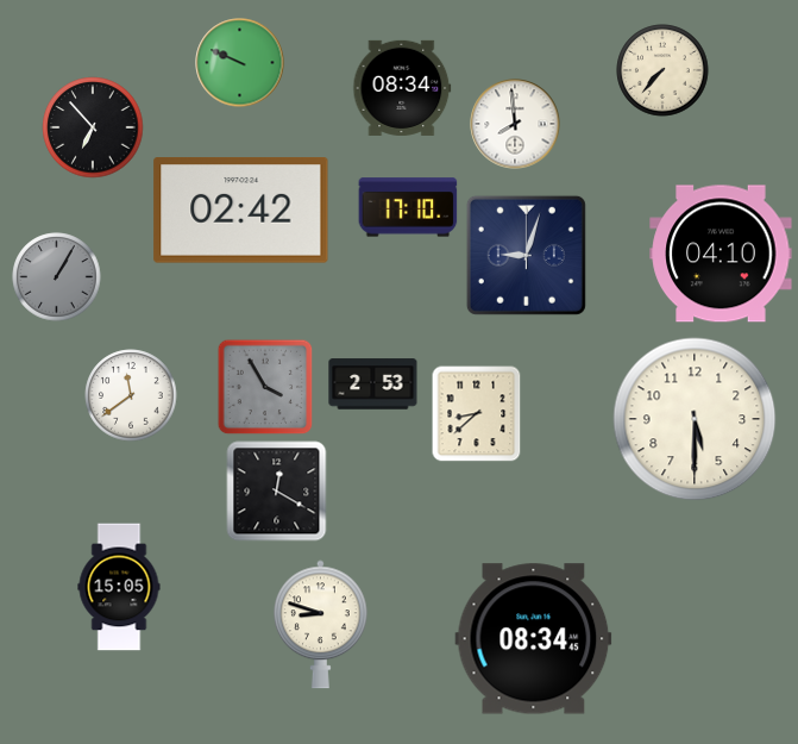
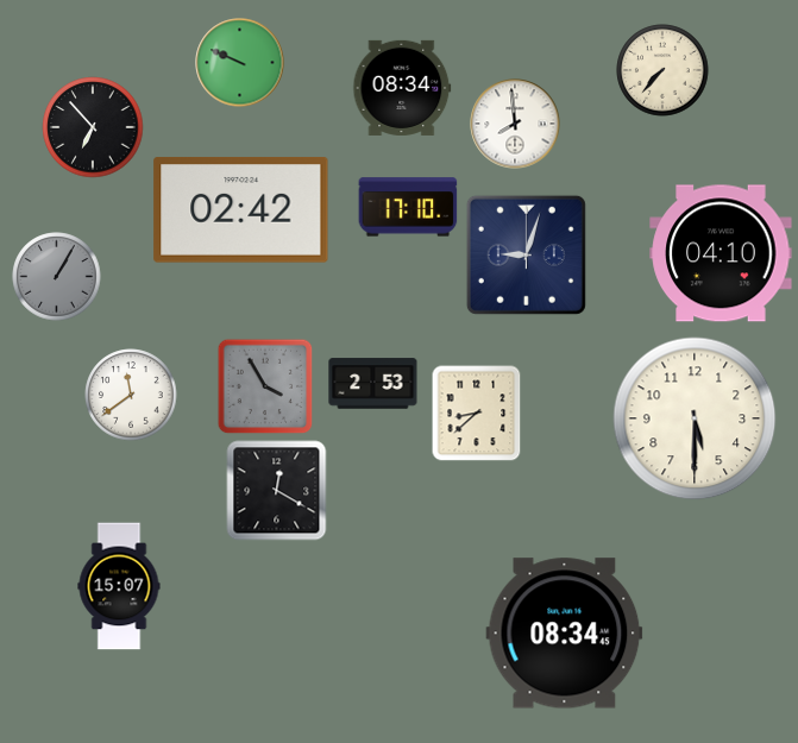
clock at (119, 587): 15:05 -> 15:07
clock at (321, 625): 8:48 -> none
clock at (534, 639) position: (534, 639) -> (565, 634)
